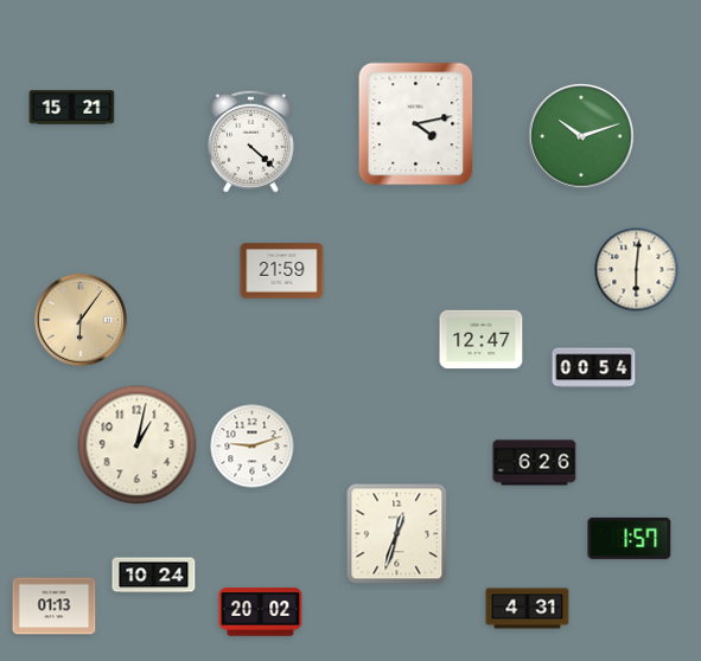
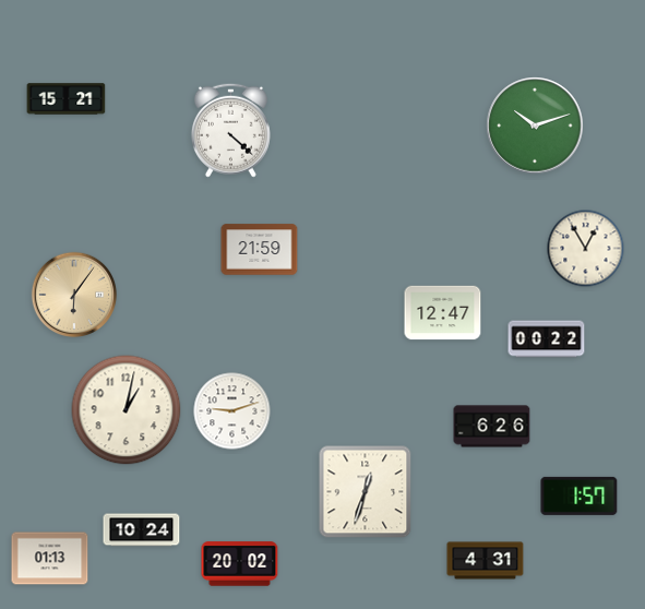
clock at (416, 124): 4:13 -> none
clock at (637, 270): 6:01 -> 12:55
clock at (594, 368): 00:54 -> 00:22
